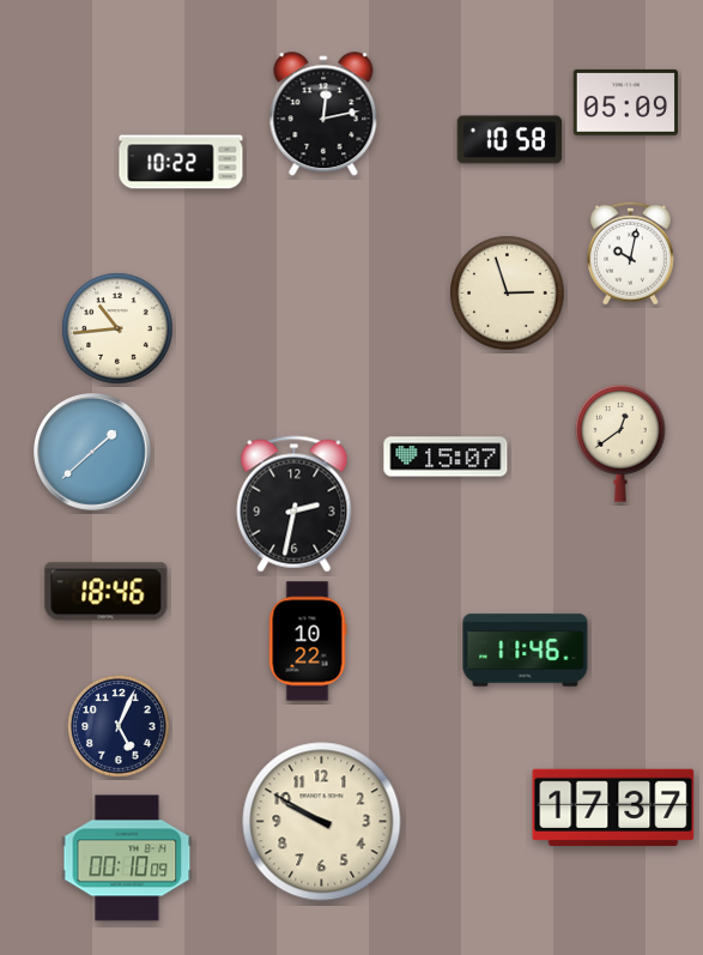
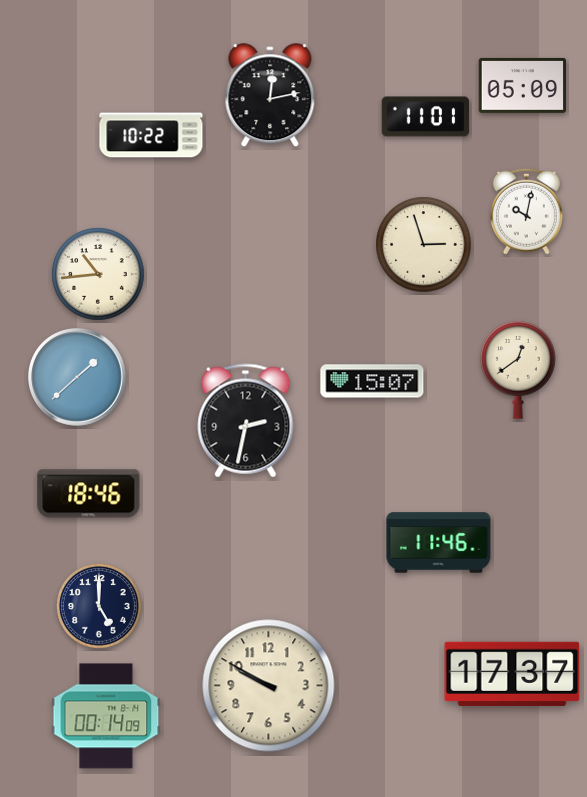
clock at (510, 140): 10:58 -> 11:01
clock at (308, 641): 10:22 -> none
clock at (119, 726): 5:04 -> 5:00
clock at (127, 858): 00:10 -> 00:14
